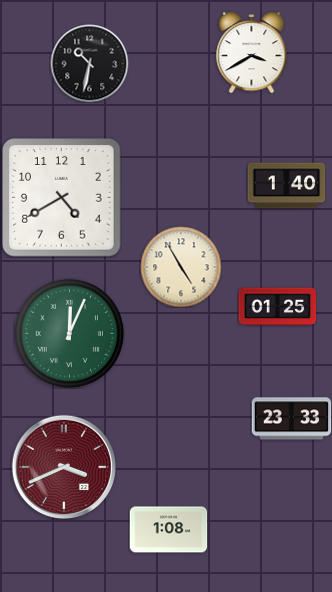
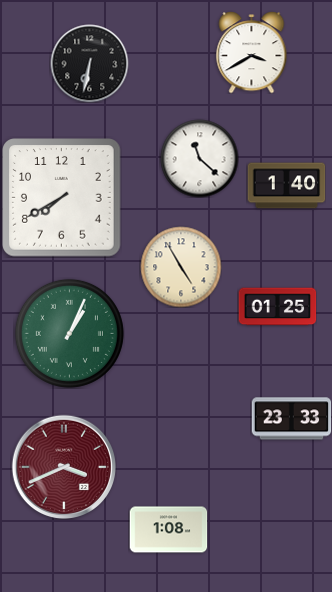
clock at (89, 63): 10:32 -> 6:32
clock at (199, 158): none -> 11:22
clock at (62, 198): 4:40 -> 7:40
clock at (69, 333): 12:04 -> 1:04
